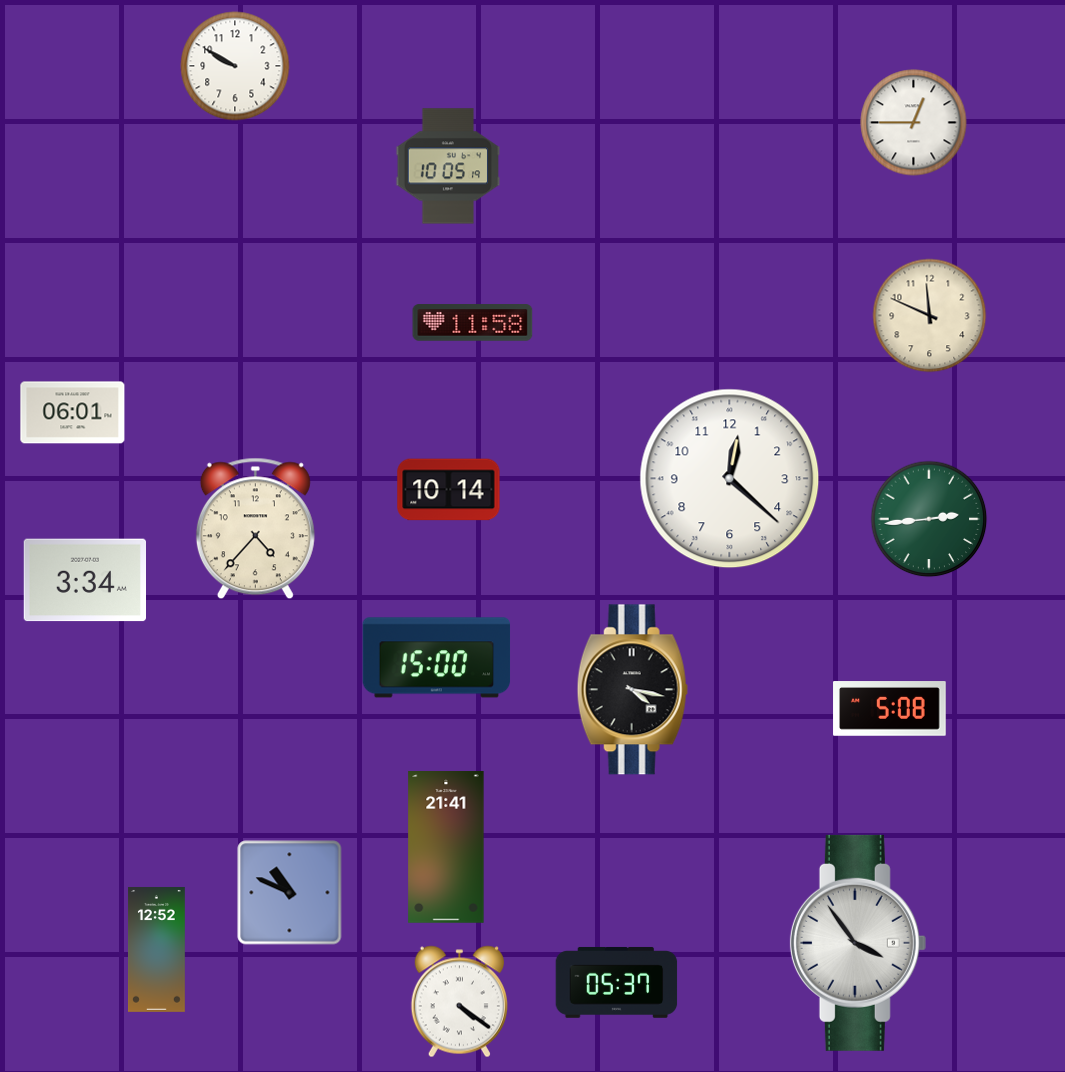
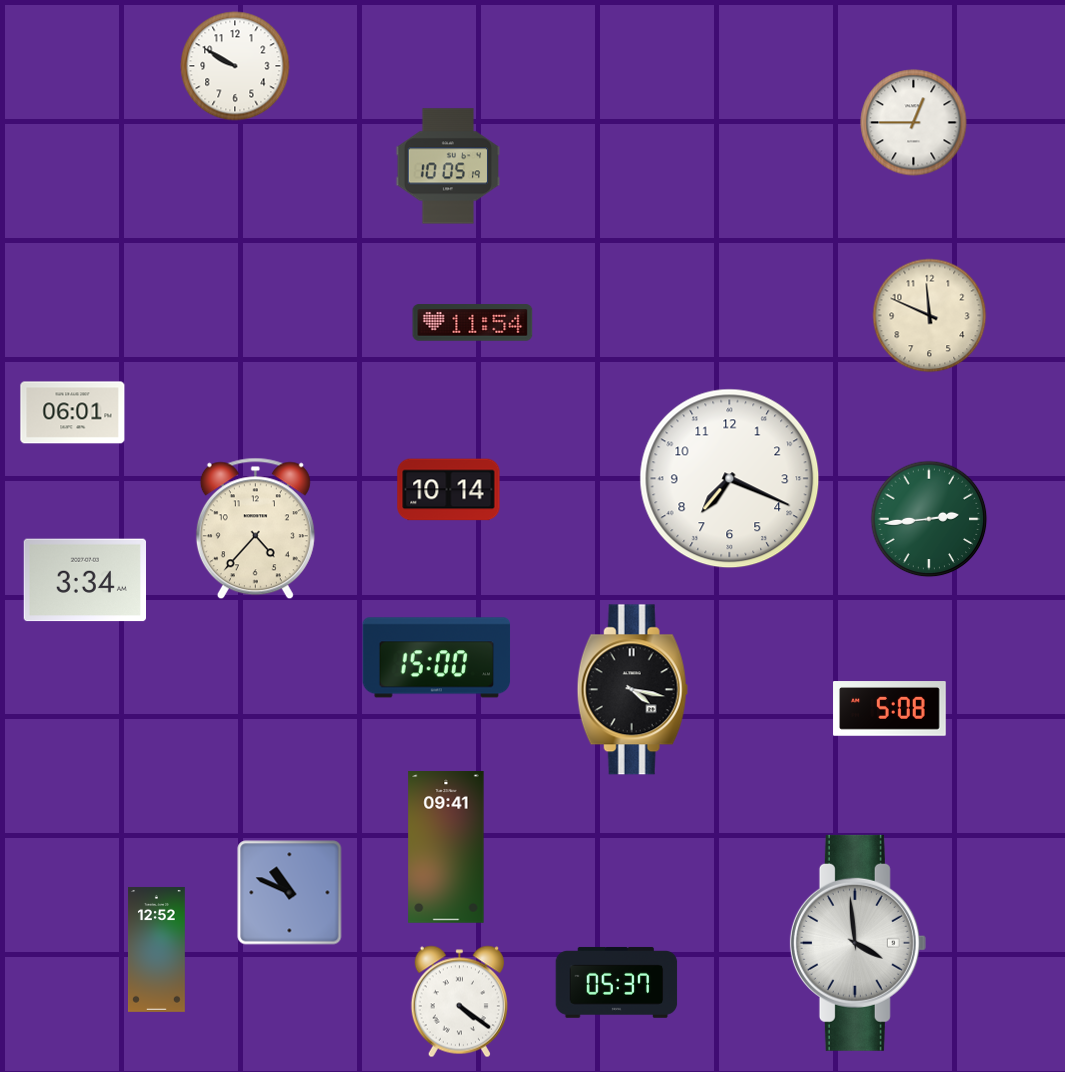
clock at (473, 323): 11:58 -> 11:54
clock at (730, 479): 12:22 -> 7:19
clock at (446, 848): 21:41 -> 09:41
clock at (858, 943): 3:54 -> 3:59
